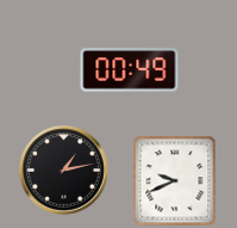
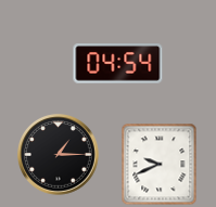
clock at (130, 70): 00:49 -> 04:54
clock at (64, 171): 1:13 -> 1:15
